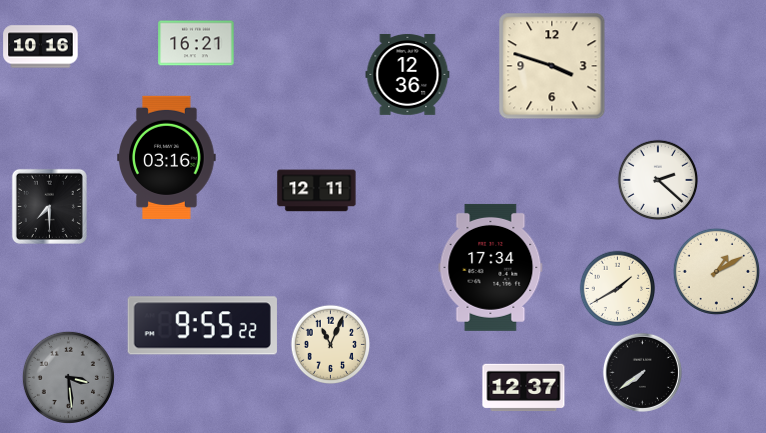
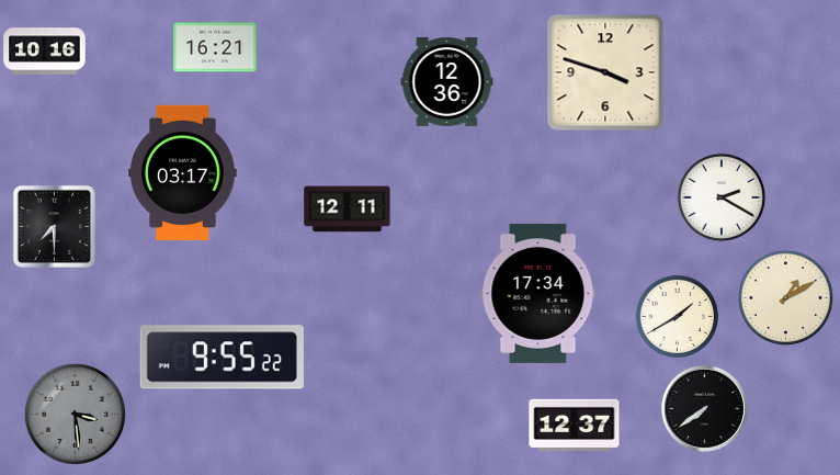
clock at (167, 157): 03:16 -> 03:17
clock at (658, 180): 2:22 -> 2:20
clock at (331, 345): 11:04 -> none
